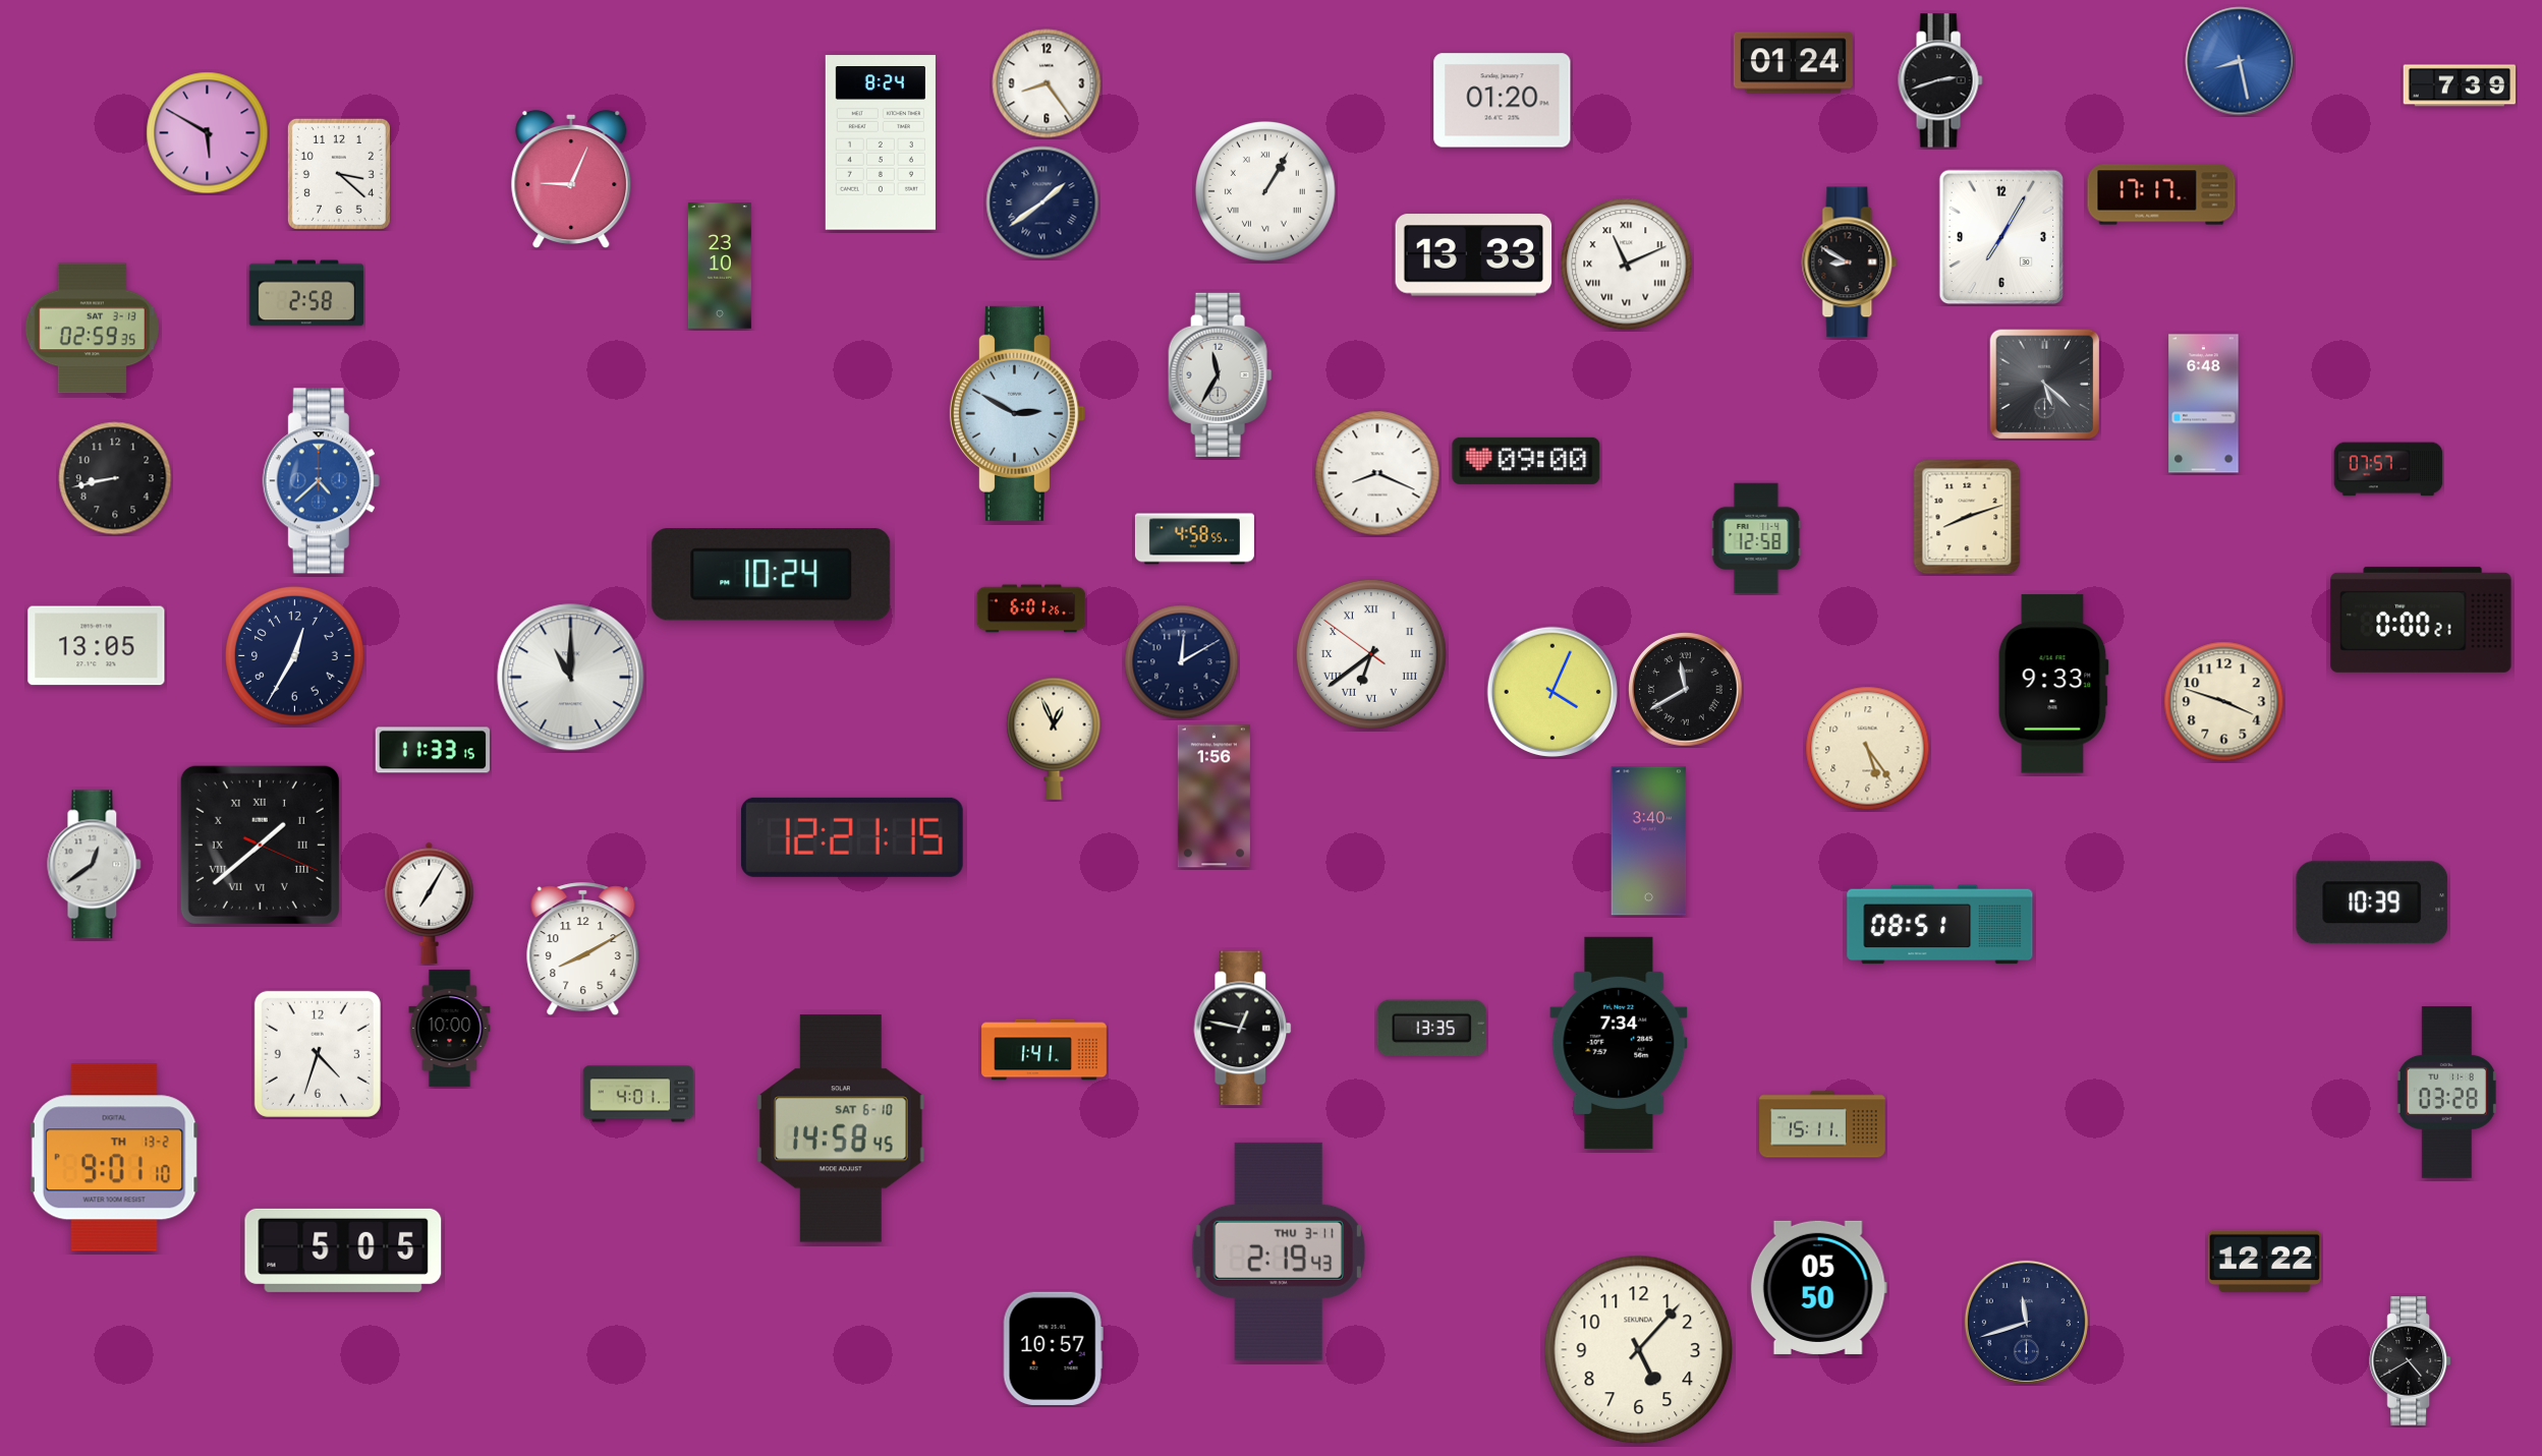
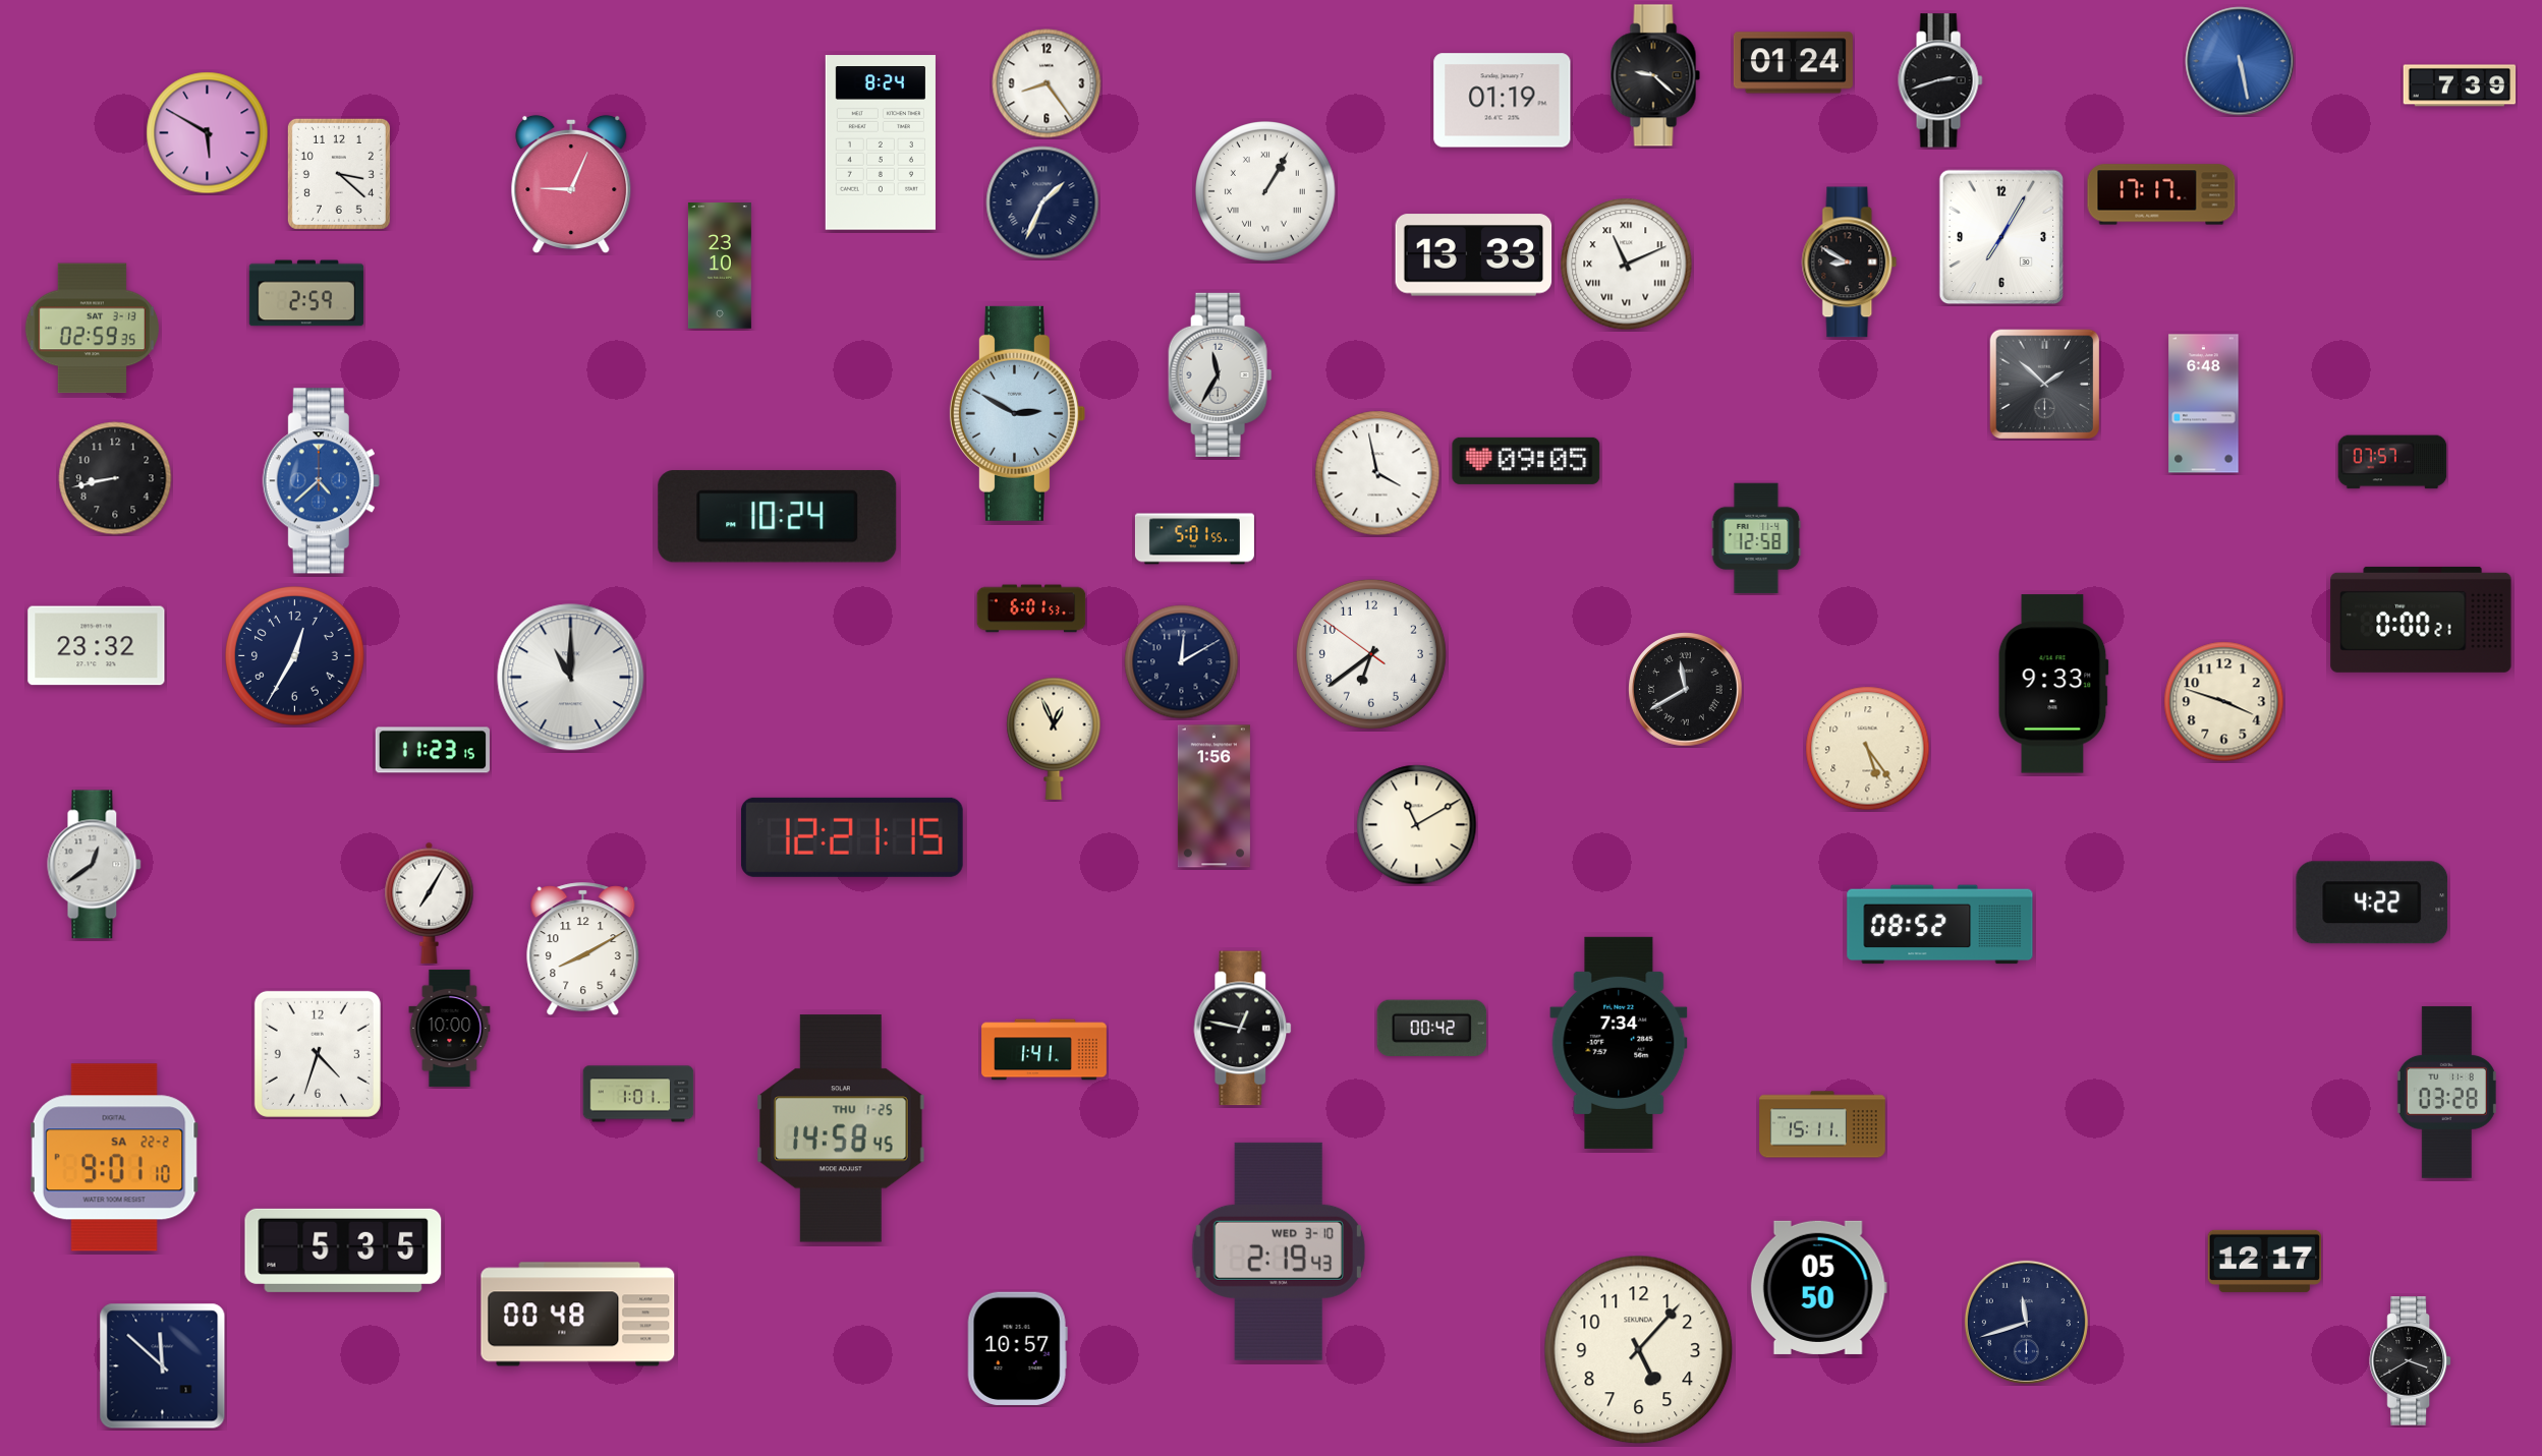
clock at (2240, 61): 8:28 -> 5:28
clock at (1655, 75): none -> 9:22
clock at (1503, 101): 01:20 -> 01:19
clock at (571, 178) position: (571, 178) -> (571, 183)
clock at (1042, 202): 1:39 -> 1:34
clock at (306, 293): 2:58 -> 2:59
clock at (2044, 384): 5:22 -> 1:52
clock at (1526, 461): 09:00 -> 09:05
clock at (2388, 469) position: (2388, 469) -> (2392, 462)
clock at (1377, 473): 8:19 -> 3:58
clock at (1967, 517): 8:12 -> none
clock at (1194, 539): 4:58 -> 5:01
clock at (772, 575) position: (772, 575) -> (778, 517)
clock at (1031, 608): 6:01:26 -> 6:01:53
clock at (97, 646): 13:05 -> 23:32
clock at (1371, 654) numerals: Roman -> Arabic
clock at (1552, 692): 4:04 -> none
clock at (433, 750): 11:33 -> 11:23
clock at (1417, 825): none -> 11:10
clock at (1649, 841): 3:40 -> none
clock at (260, 845): 1:38 -> none
clock at (2372, 902): 10:39 -> 4:22
clock at (1940, 925): 08:51 -> 08:52
clock at (1432, 1028): 13:35 -> 00:42
clock at (638, 1094): 4:01 -> 1:01
clock at (841, 1128) date: SAT 6-10 -> THU 1-25
clock at (115, 1158) date: TH 13-2 -> SA 22-2
clock at (343, 1250): 5:05 -> 5:35
clock at (1279, 1251) date: THU 3-11 -> WED 3-10
clock at (2264, 1261): 12:22 -> 12:17
clock at (578, 1315): none -> 00:48
clock at (1053, 1348) position: (1053, 1348) -> (1017, 1348)
clock at (2410, 1361): 4:40 -> 3:40
clock at (163, 1366): none -> 11:52
